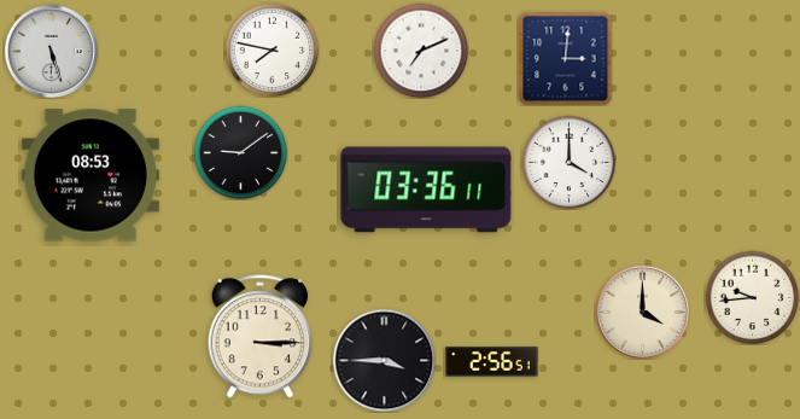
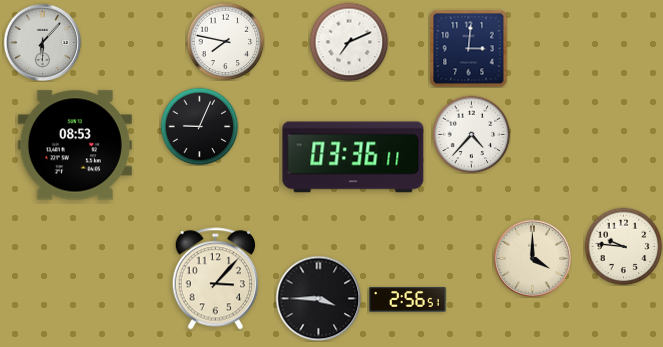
clock at (51, 51): 5:27 -> 6:07
clock at (240, 152): 9:09 -> 9:04
clock at (568, 162): 4:00 -> 4:37
clock at (752, 297): 9:44 -> 9:46
clock at (261, 337): 3:15 -> 3:07
